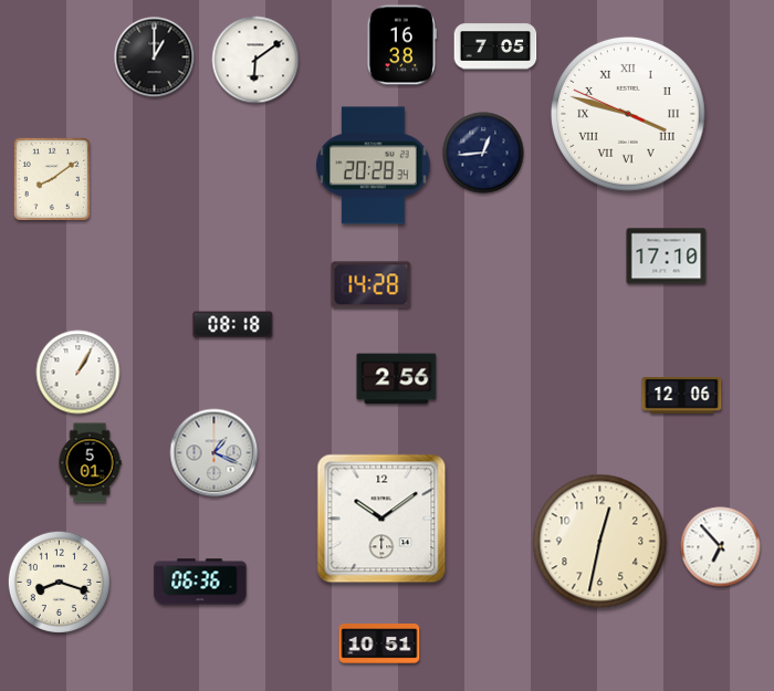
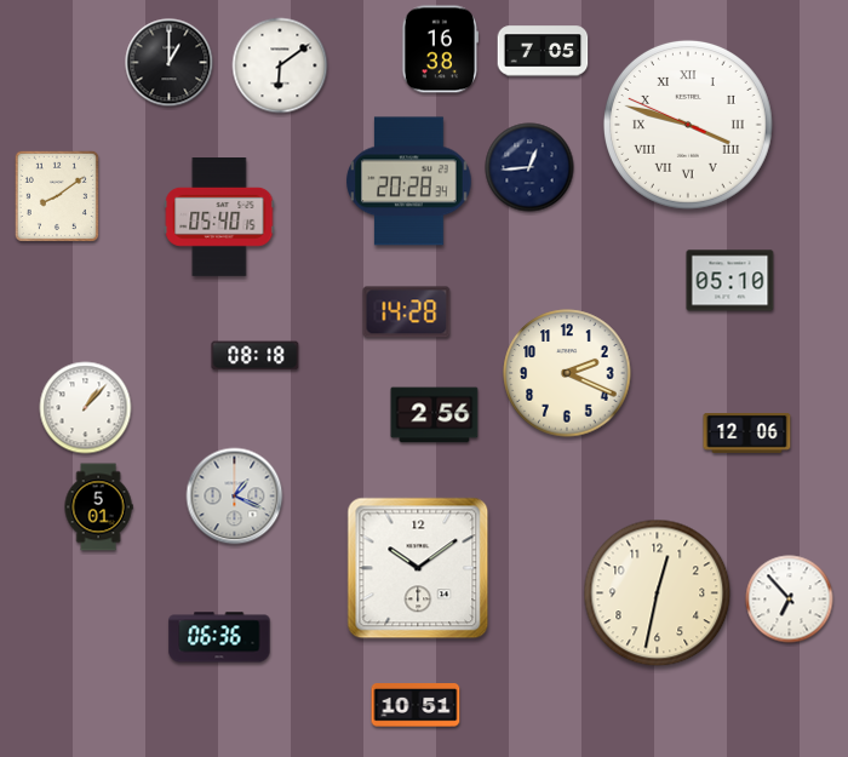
clock at (219, 218): none -> 05:40
clock at (667, 256): 17:10 -> 05:10
clock at (567, 373): none -> 2:19
clock at (79, 373): 1:05 -> 1:07
clock at (59, 582): 8:18 -> none
